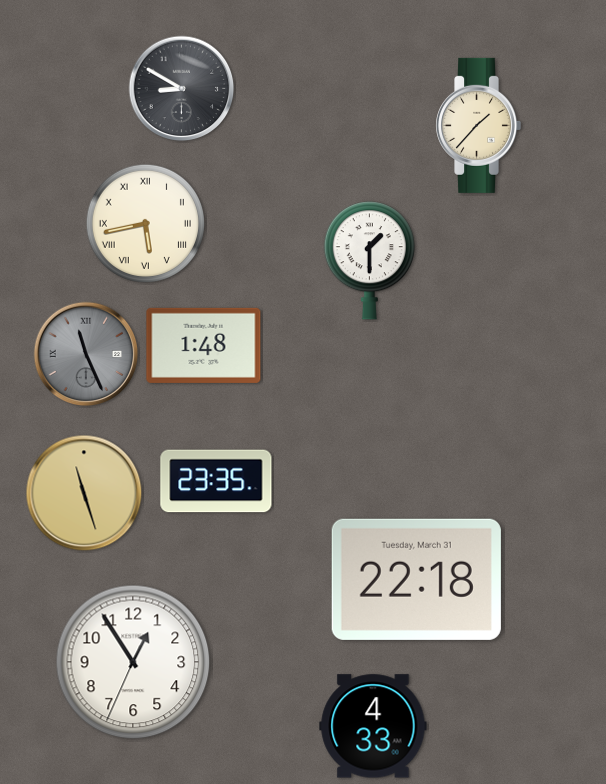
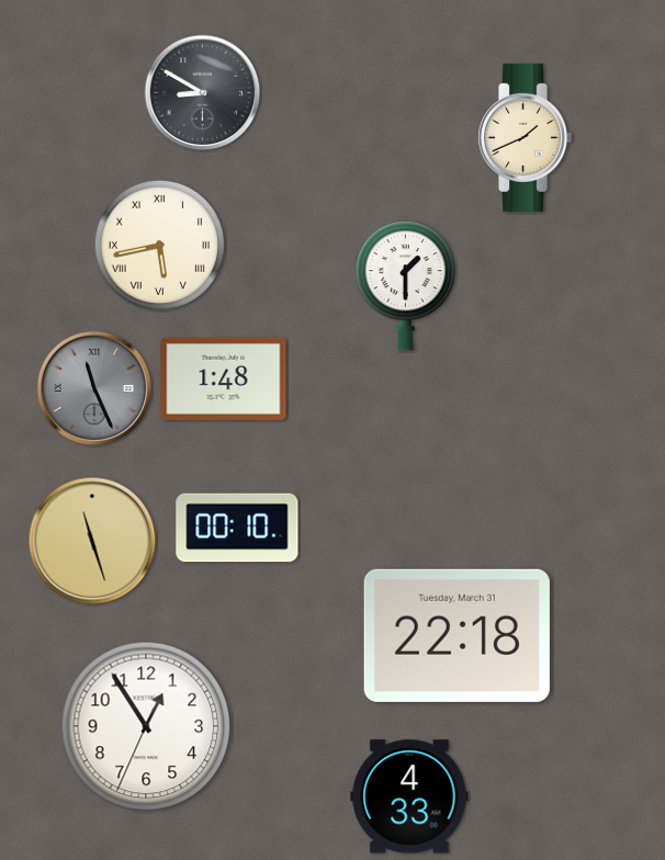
clock at (182, 89) position: (182, 89) -> (203, 93)
clock at (478, 125): 1:37 -> 1:41
clock at (216, 481): 23:35 -> 00:10
